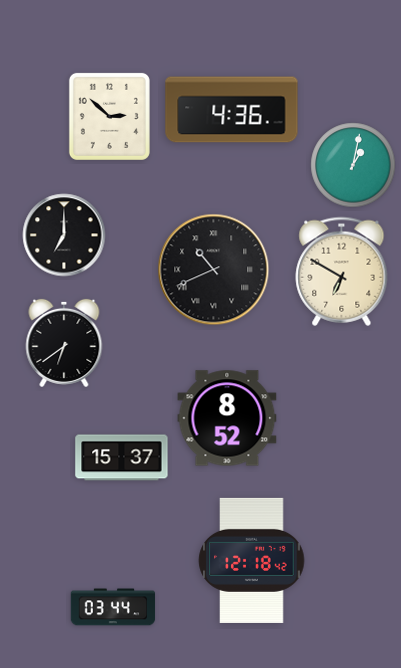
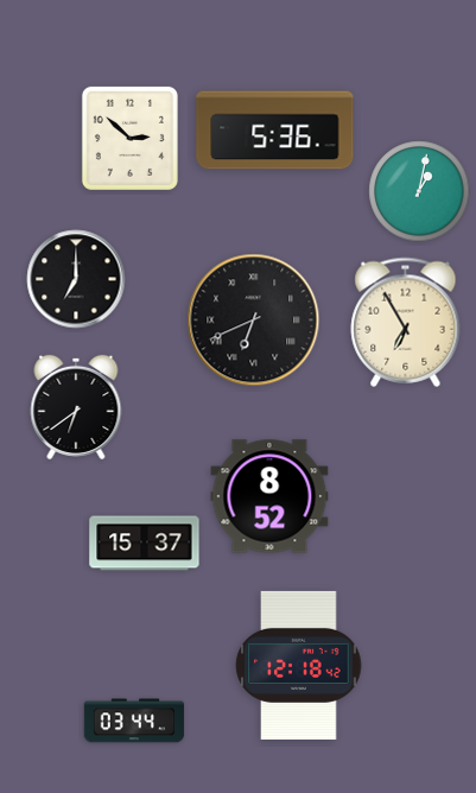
clock at (232, 110): 4:36 -> 5:36
clock at (353, 165) position: (353, 165) -> (419, 191)
clock at (214, 270): 10:41 -> 6:41
clock at (342, 271): 6:50 -> 6:55
